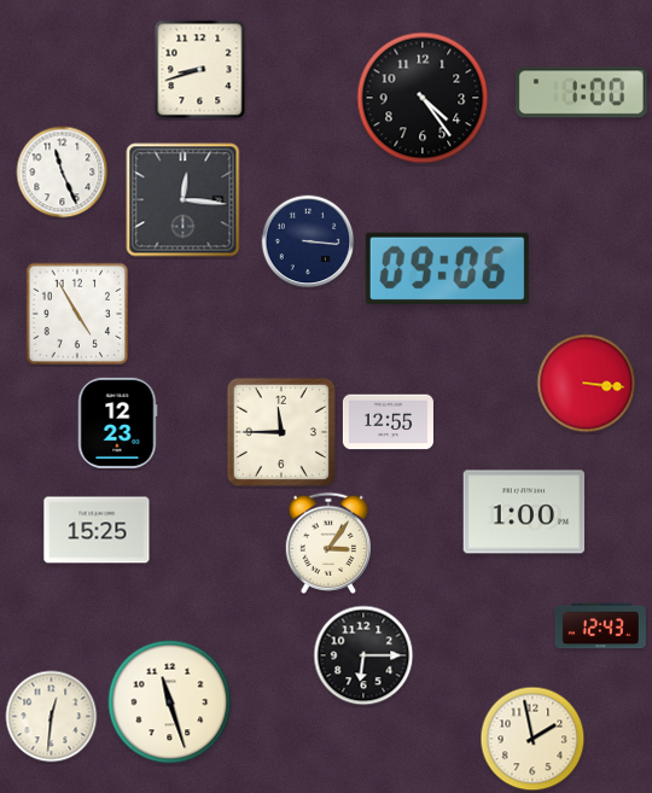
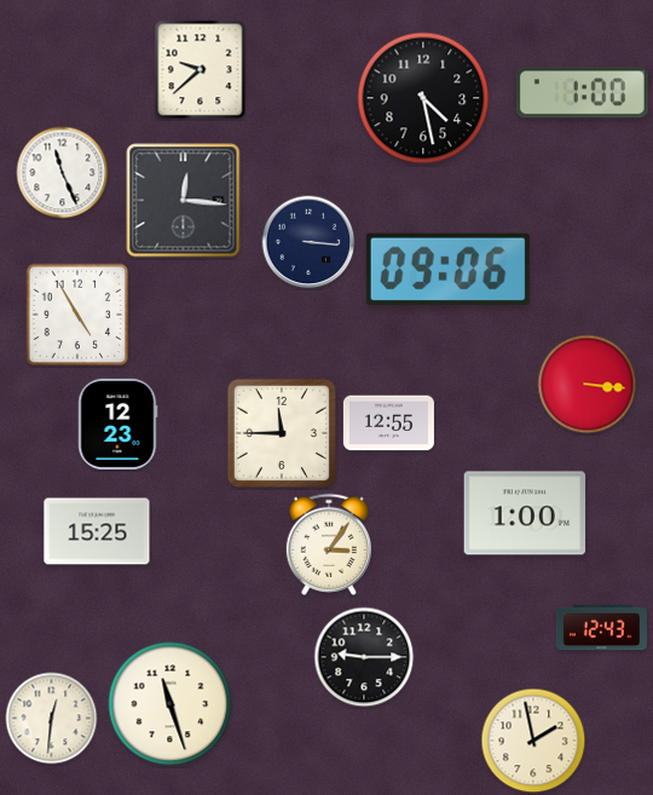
clock at (200, 70): 8:42 -> 9:38
clock at (423, 98): 4:24 -> 4:28
clock at (363, 655): 6:15 -> 9:15
